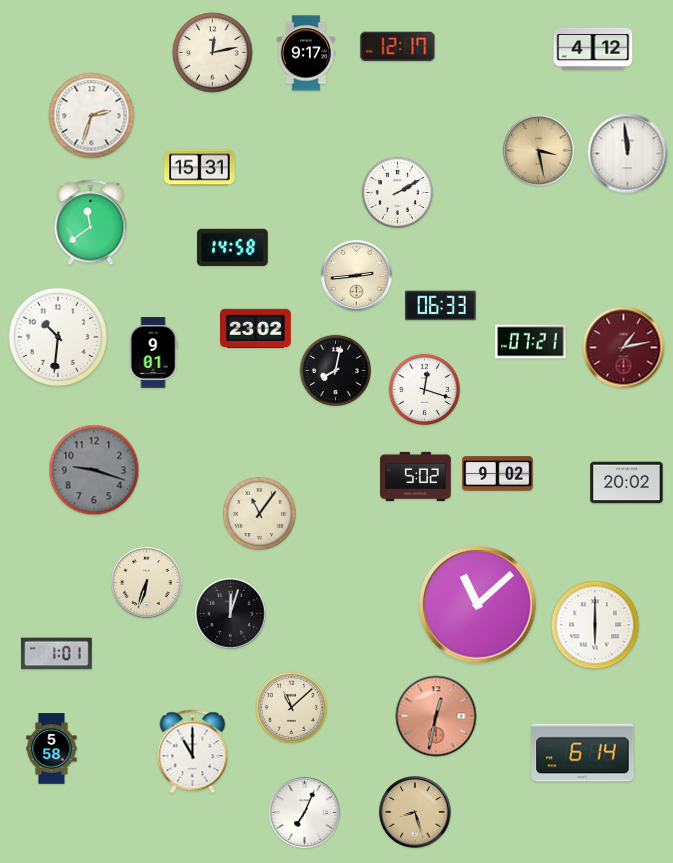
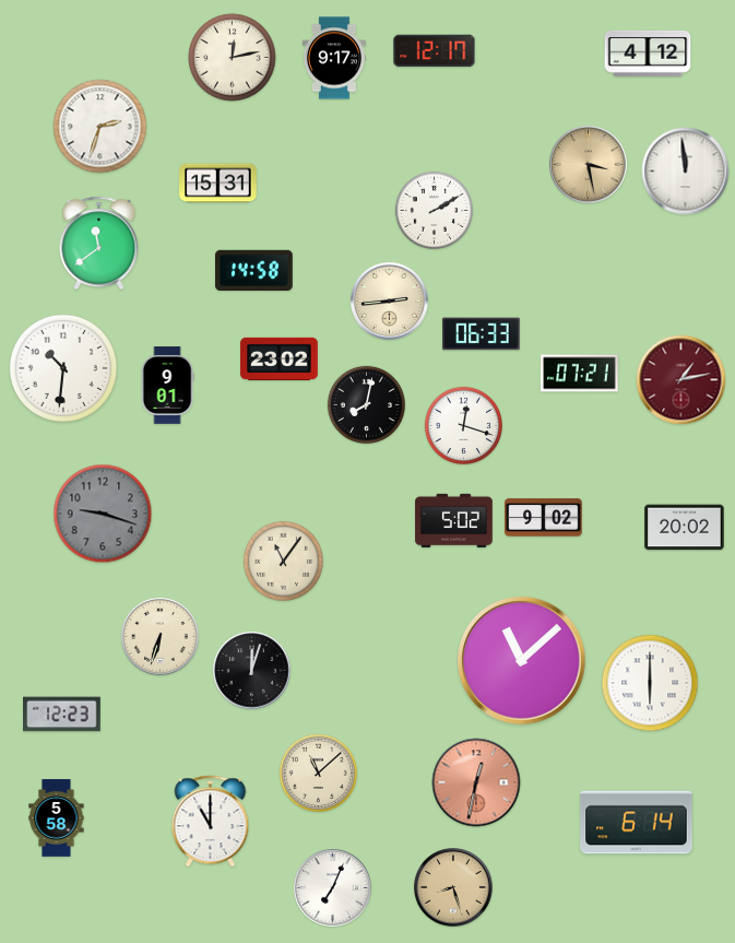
clock at (628, 154) position: (628, 154) -> (686, 172)
clock at (57, 654): 1:01 -> 12:23
